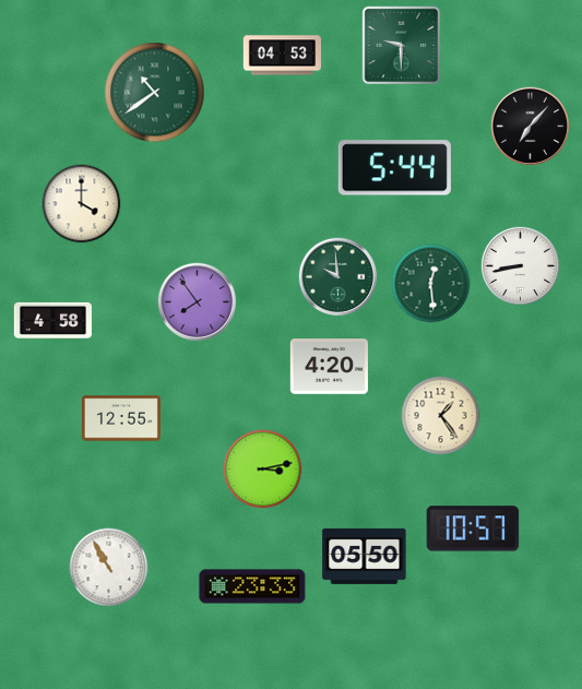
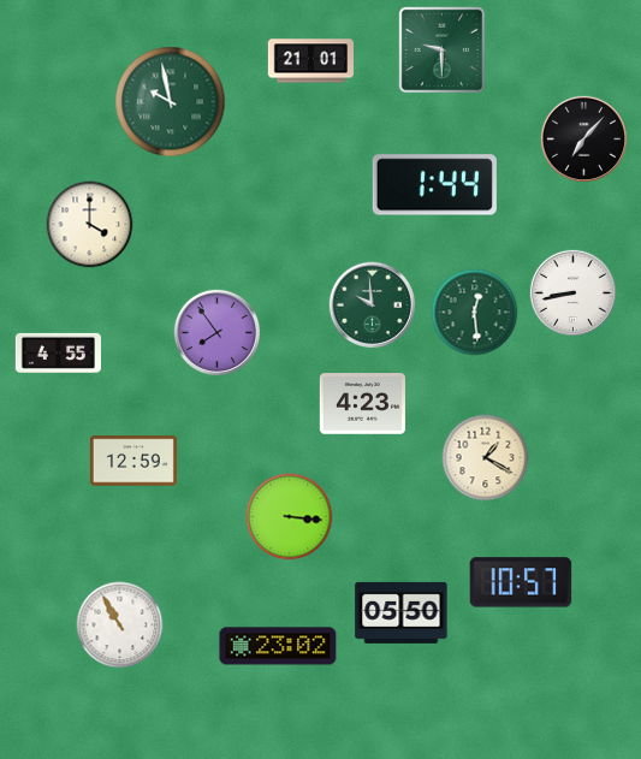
clock at (282, 56): 04:53 -> 21:01
clock at (155, 93): 10:39 -> 9:58
clock at (394, 168): 5:44 -> 1:44
clock at (52, 320): 4:58 -> 4:55
clock at (329, 367): 4:20 -> 4:23
clock at (441, 416): 1:24 -> 1:20
clock at (121, 418): 12:55 -> 12:59
clock at (263, 470): 3:13 -> 3:16
clock at (252, 586): 23:33 -> 23:02
